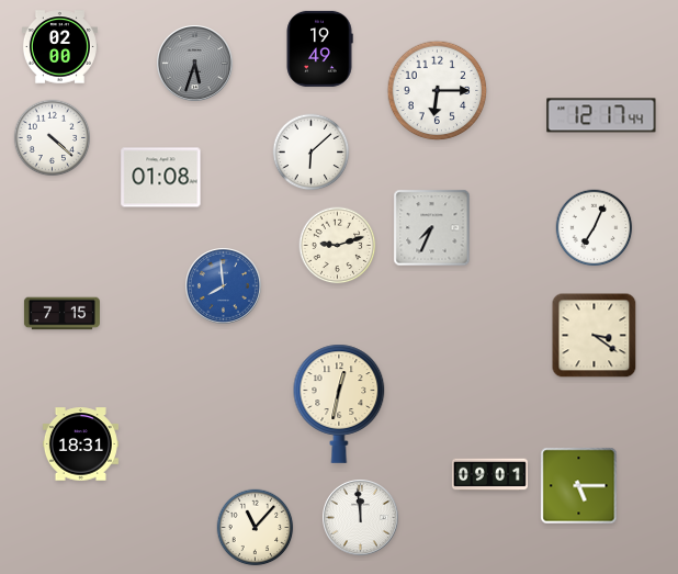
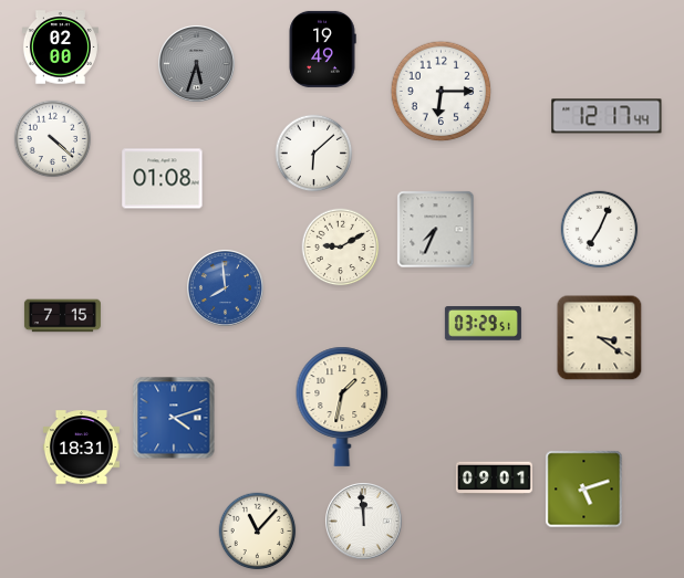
clock at (338, 246): 9:12 -> 9:10
clock at (483, 324): none -> 03:29
clock at (339, 404): 12:32 -> 1:32
clock at (174, 418): none -> 4:12
clock at (579, 486): 5:15 -> 5:12
